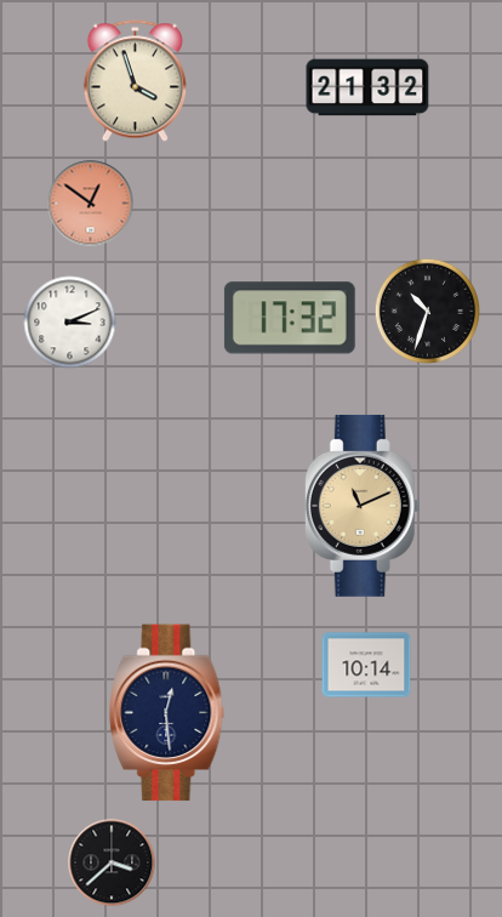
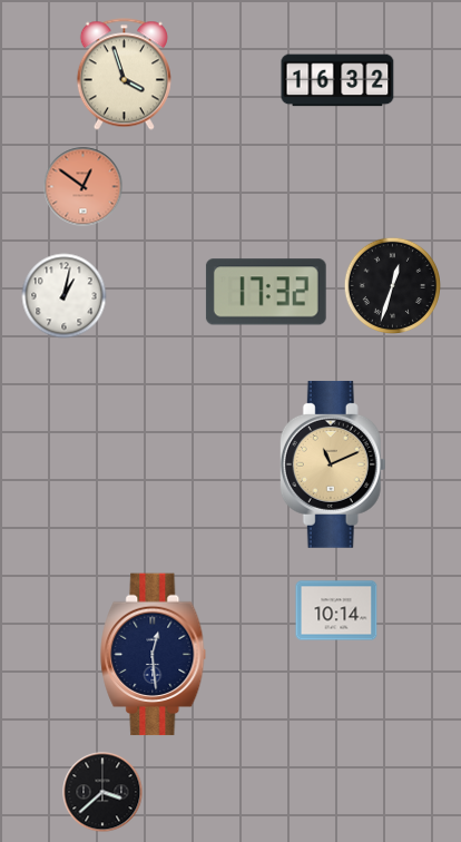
clock at (367, 87): 21:32 -> 16:32
clock at (427, 311): 10:33 -> 12:33
clock at (70, 323): 3:11 -> 1:02
